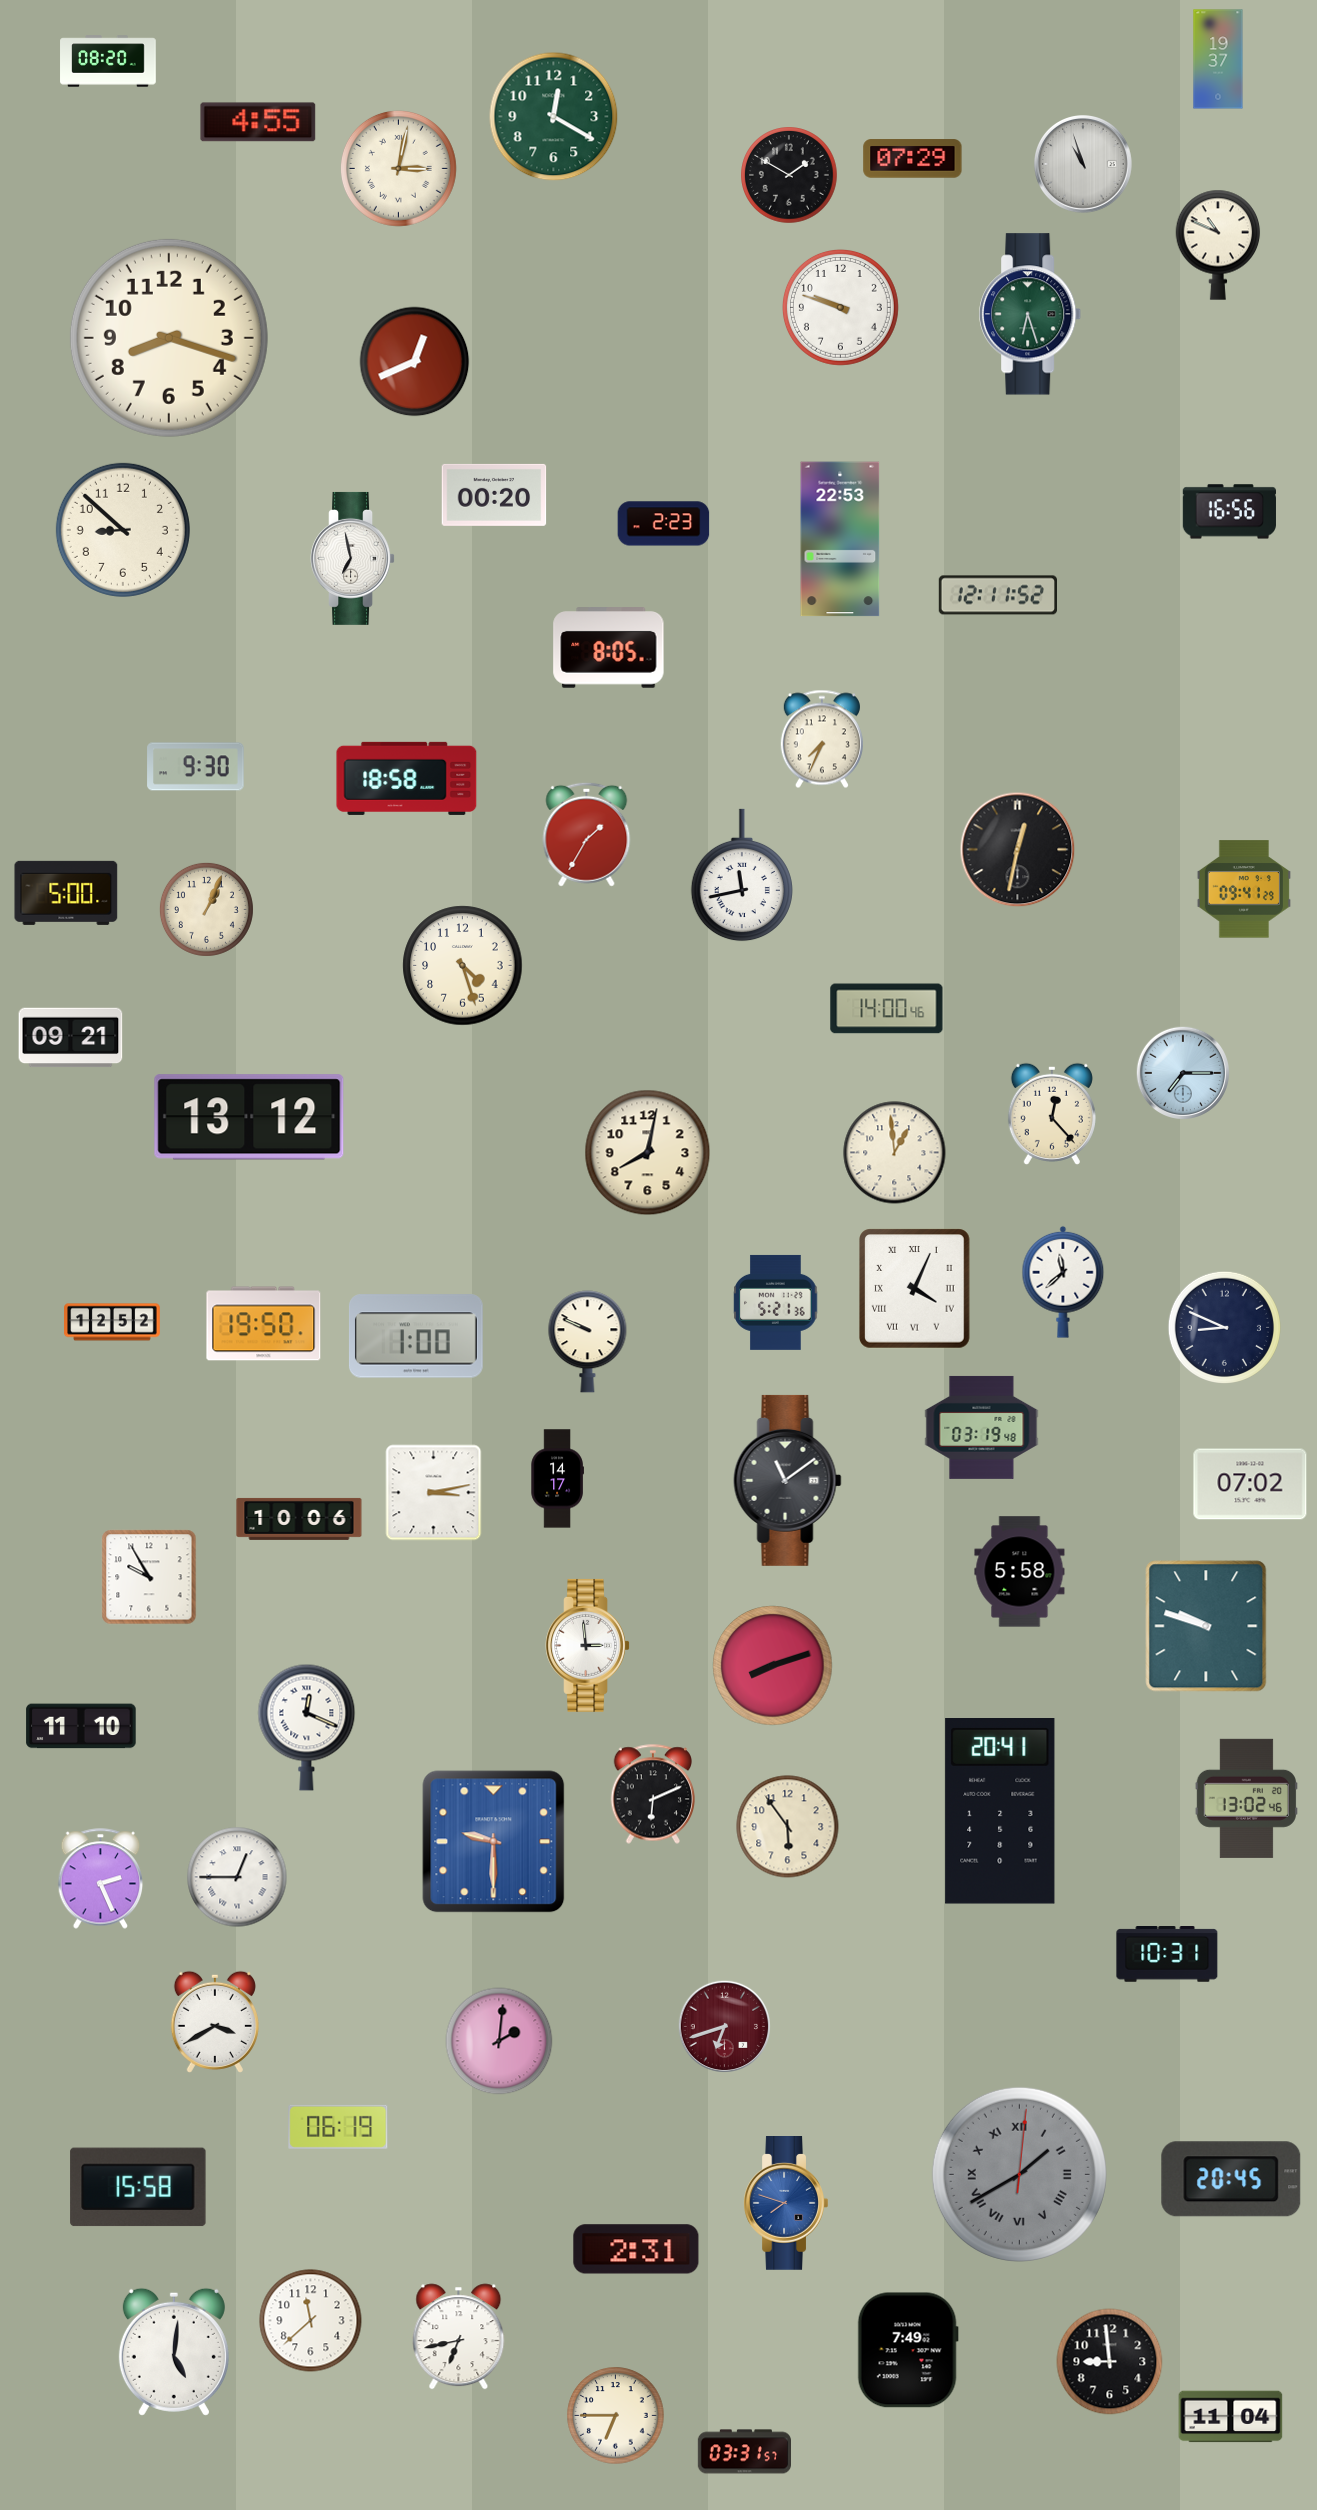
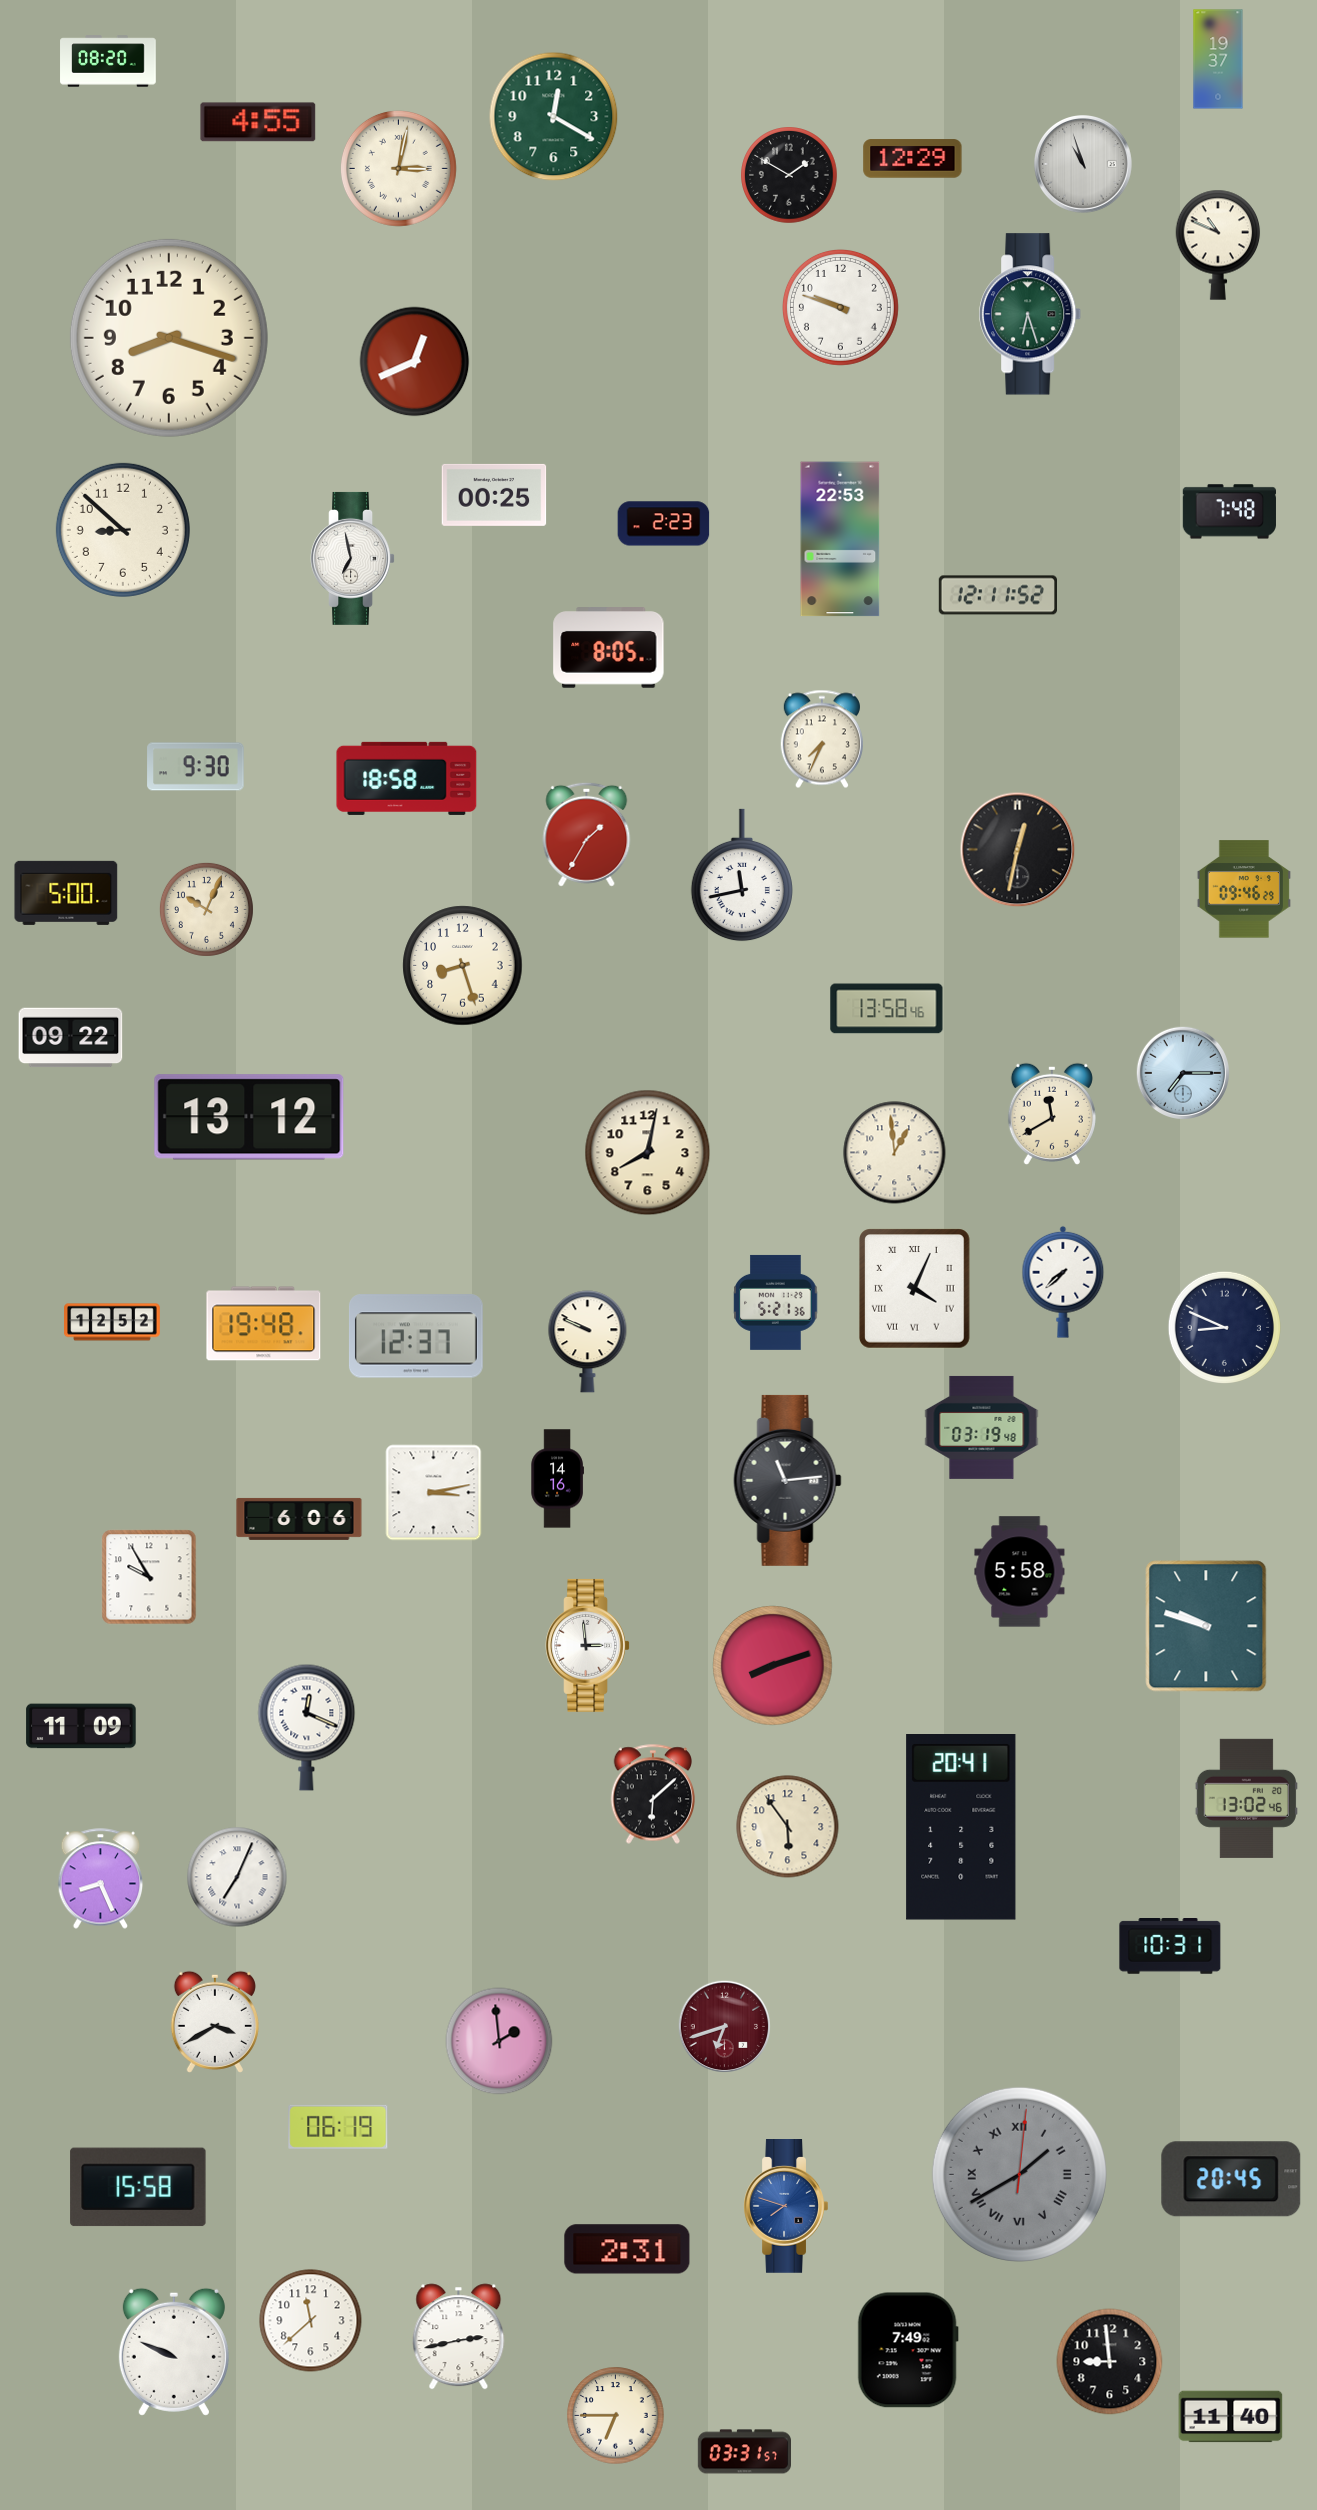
clock at (913, 159): 07:29 -> 12:29
clock at (494, 495): 00:20 -> 00:25
clock at (1229, 512): 16:56 -> 7:48
clock at (1244, 889): 09:41 -> 09:46
clock at (206, 909): 1:04 -> 10:04
clock at (463, 966): 4:27 -> 8:27
clock at (887, 1009): 14:00 -> 13:58
clock at (71, 1038): 09:21 -> 09:22
clock at (1052, 1114): 12:23 -> 11:40
clock at (1063, 1282): 11:38 -> 7:38
clock at (264, 1324): 19:50 -> 19:48
clock at (416, 1336): 1:00 -> 12:37
clock at (557, 1479): 14:17 -> 14:16
clock at (788, 1480): 11:09 -> 11:14
clock at (1250, 1484): 07:02 -> none
clock at (299, 1519): 10:06 -> 6:06
clock at (81, 1726): 11:10 -> 11:09
clock at (652, 1794): 6:11 -> 6:08
clock at (1000, 1812) position: (1000, 1812) -> (961, 1828)
clock at (494, 1842): 9:30 -> none
clock at (237, 1877): 12:45 -> 7:04
clock at (101, 1879): 2:26 -> 8:26
clock at (1167, 1955) position: (1167, 1955) -> (1170, 1947)
clock at (499, 2041): 2:01 -> 1:59
clock at (786, 2204) position: (786, 2204) -> (786, 2207)
clock at (636, 2249) position: (636, 2249) -> (627, 2249)
clock at (459, 2337): 6:43 -> 2:43
clock at (174, 2352): 5:01 -> 9:49
clock at (1231, 2417): 11:04 -> 11:40
